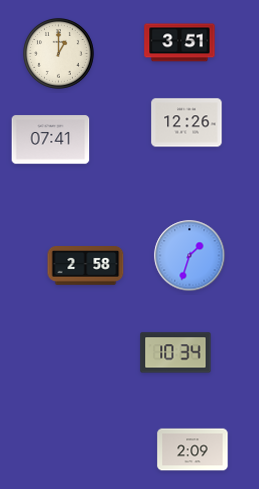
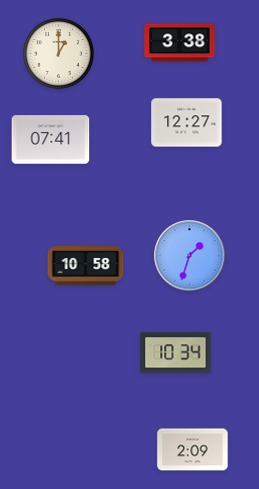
clock at (180, 43): 3:51 -> 3:38
clock at (187, 123): 12:26 -> 12:27
clock at (86, 266): 2:58 -> 10:58
